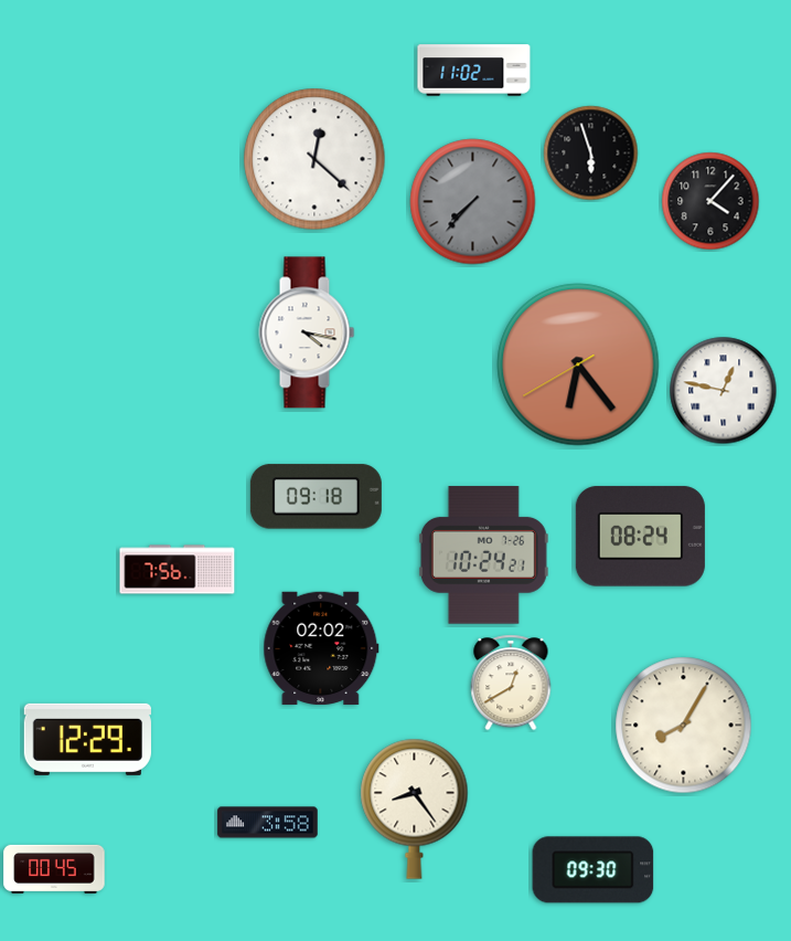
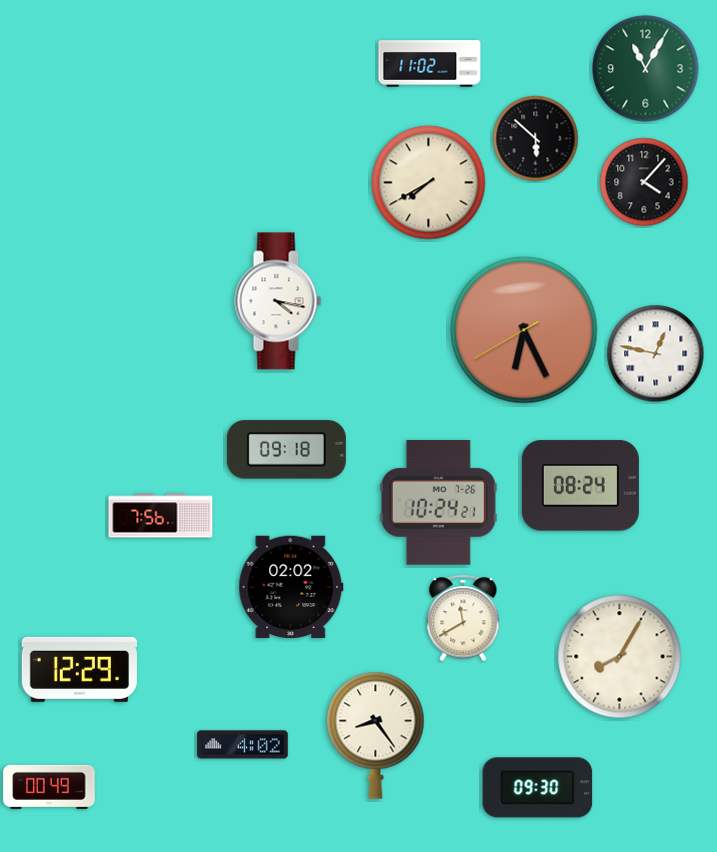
clock at (646, 69): none -> 11:05
clock at (591, 154): 5:57 -> 5:52
clock at (314, 159): 12:22 -> none
clock at (473, 202): 7:37 -> 7:40
clock at (473, 202) dial: grey -> cream
clock at (578, 364): 6:23 -> 6:25
clock at (511, 683): 12:40 -> 11:40
clock at (415, 808) position: (415, 808) -> (376, 735)
clock at (268, 823): 3:58 -> 4:02
clock at (54, 869): 00:45 -> 00:49
